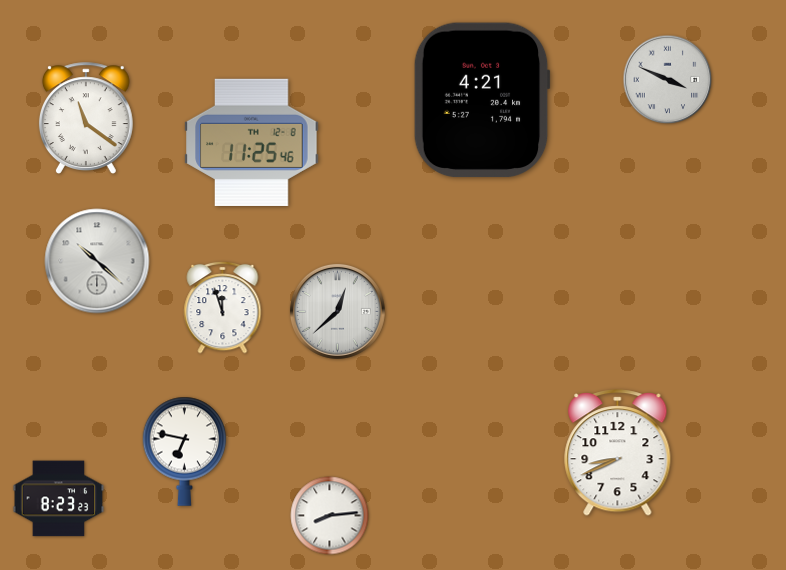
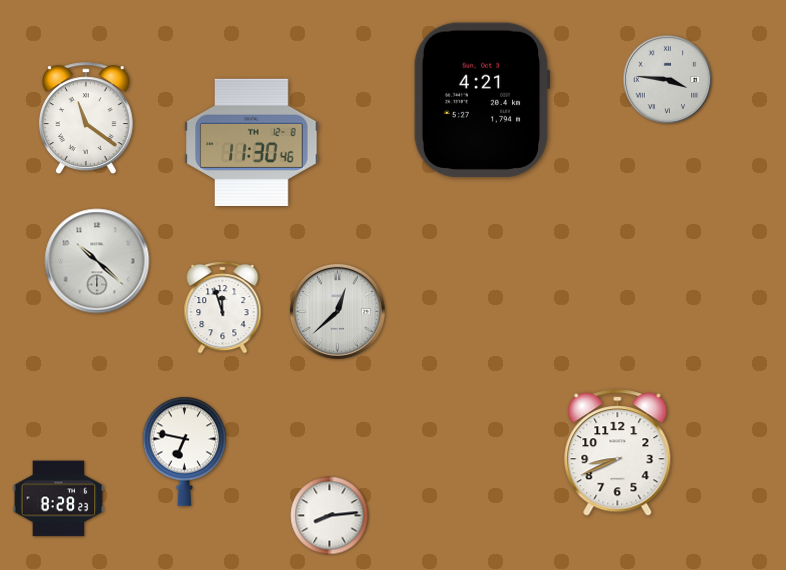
clock at (668, 80): 3:49 -> 3:46
clock at (252, 142): 11:25 -> 11:30
clock at (59, 499): 8:23 -> 8:28
